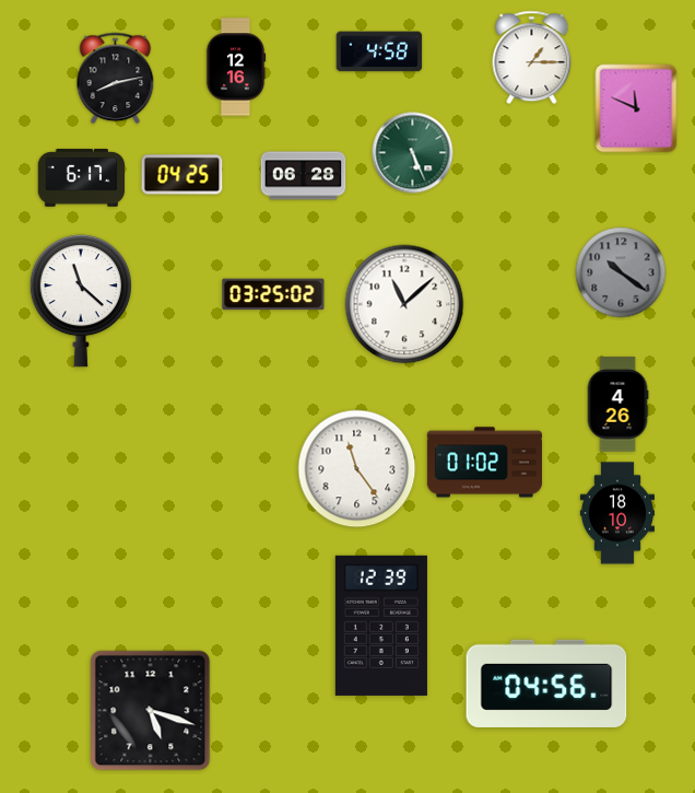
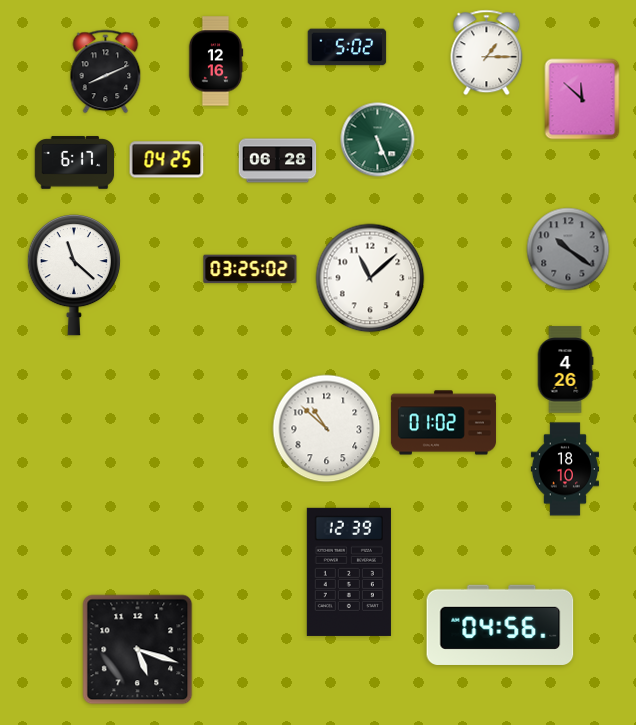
clock at (379, 51): 4:58 -> 5:02
clock at (116, 79): 8:13 -> 8:11
clock at (636, 108): 11:49 -> 11:52
clock at (357, 469): 11:24 -> 10:52
